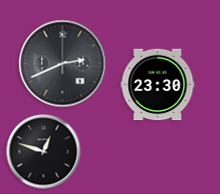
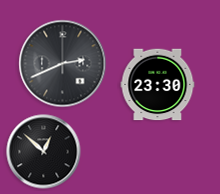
clock at (44, 152): 12:48 -> 12:52
